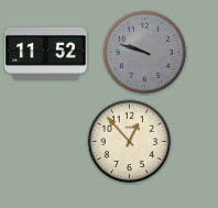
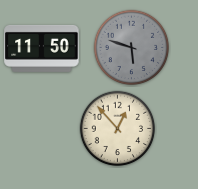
clock at (46, 53): 11:52 -> 11:50
clock at (145, 53): 9:48 -> 5:48
